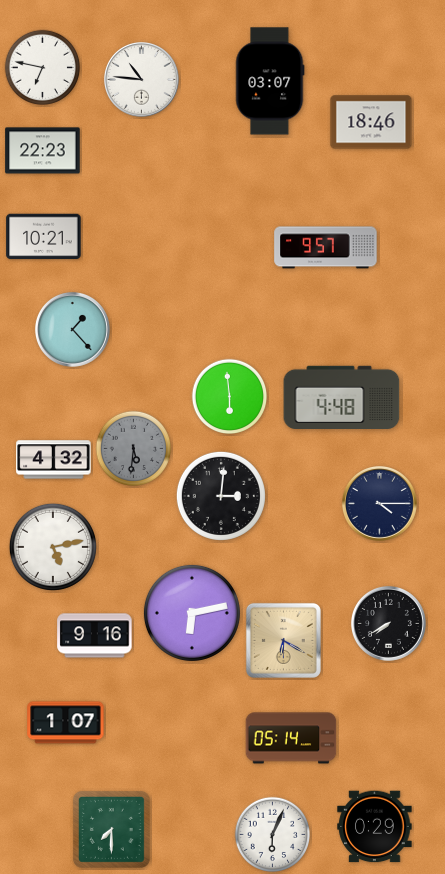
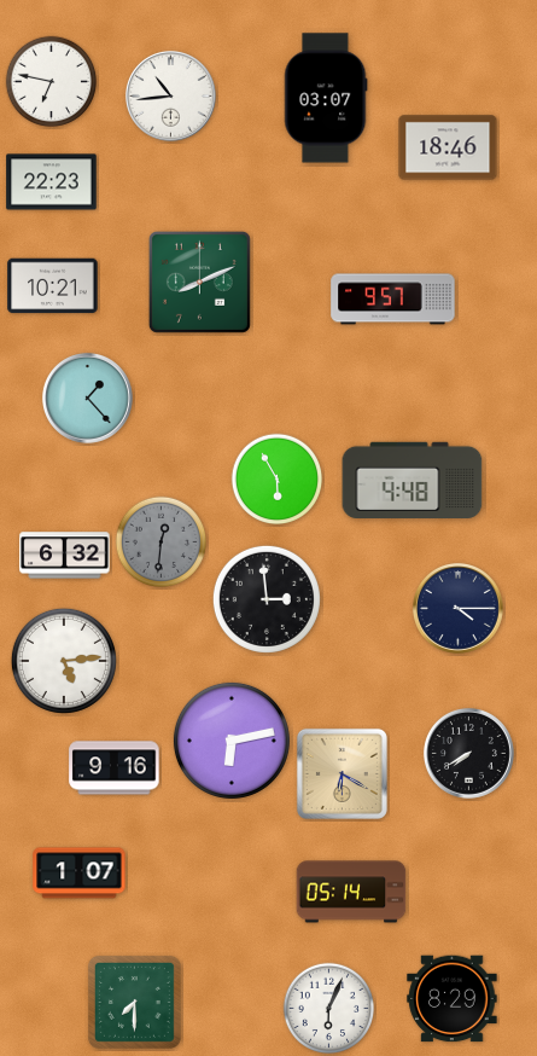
clock at (141, 79): 10:46 -> 10:44
clock at (199, 282): none -> 8:11
clock at (230, 397): 5:59 -> 5:55
clock at (134, 449): 5:31 -> 12:31
clock at (54, 460): 4:32 -> 6:32
clock at (221, 496): 3:01 -> 2:59
clock at (53, 547): 5:13 -> 5:14
clock at (375, 827): 0:29 -> 8:29
